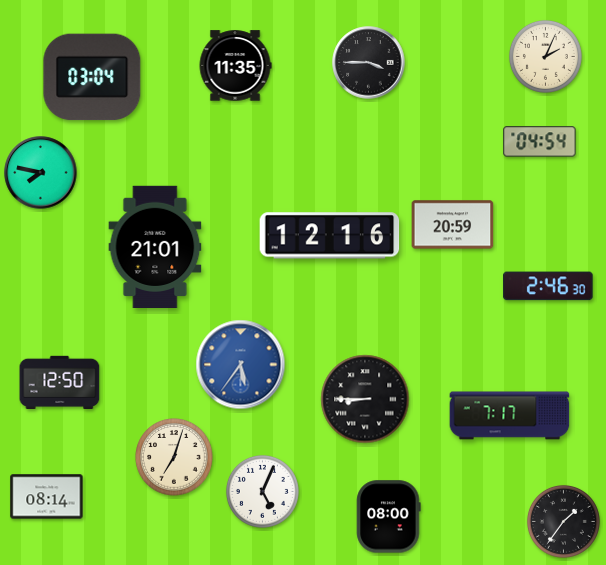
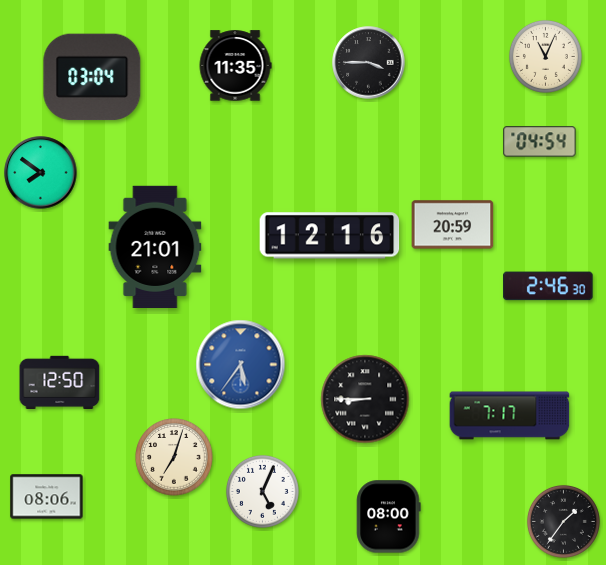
clock at (545, 56): 2:04 -> 11:04
clock at (41, 173): 7:47 -> 7:51
clock at (47, 497): 08:14 -> 08:06
